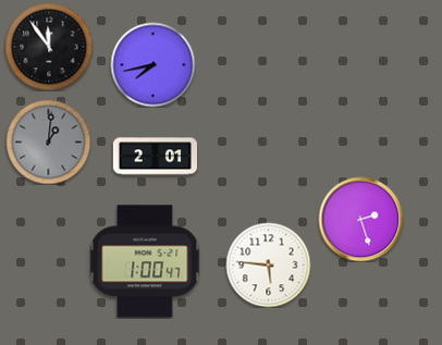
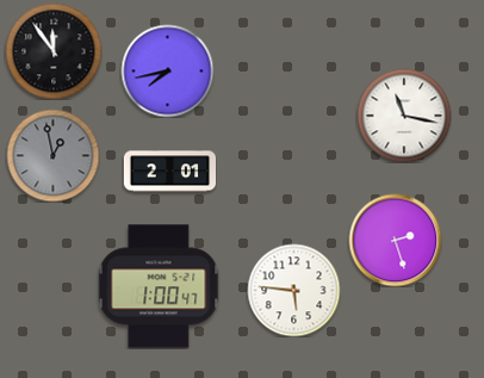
clock at (404, 116): none -> 11:17
clock at (48, 141): 1:01 -> 12:58
